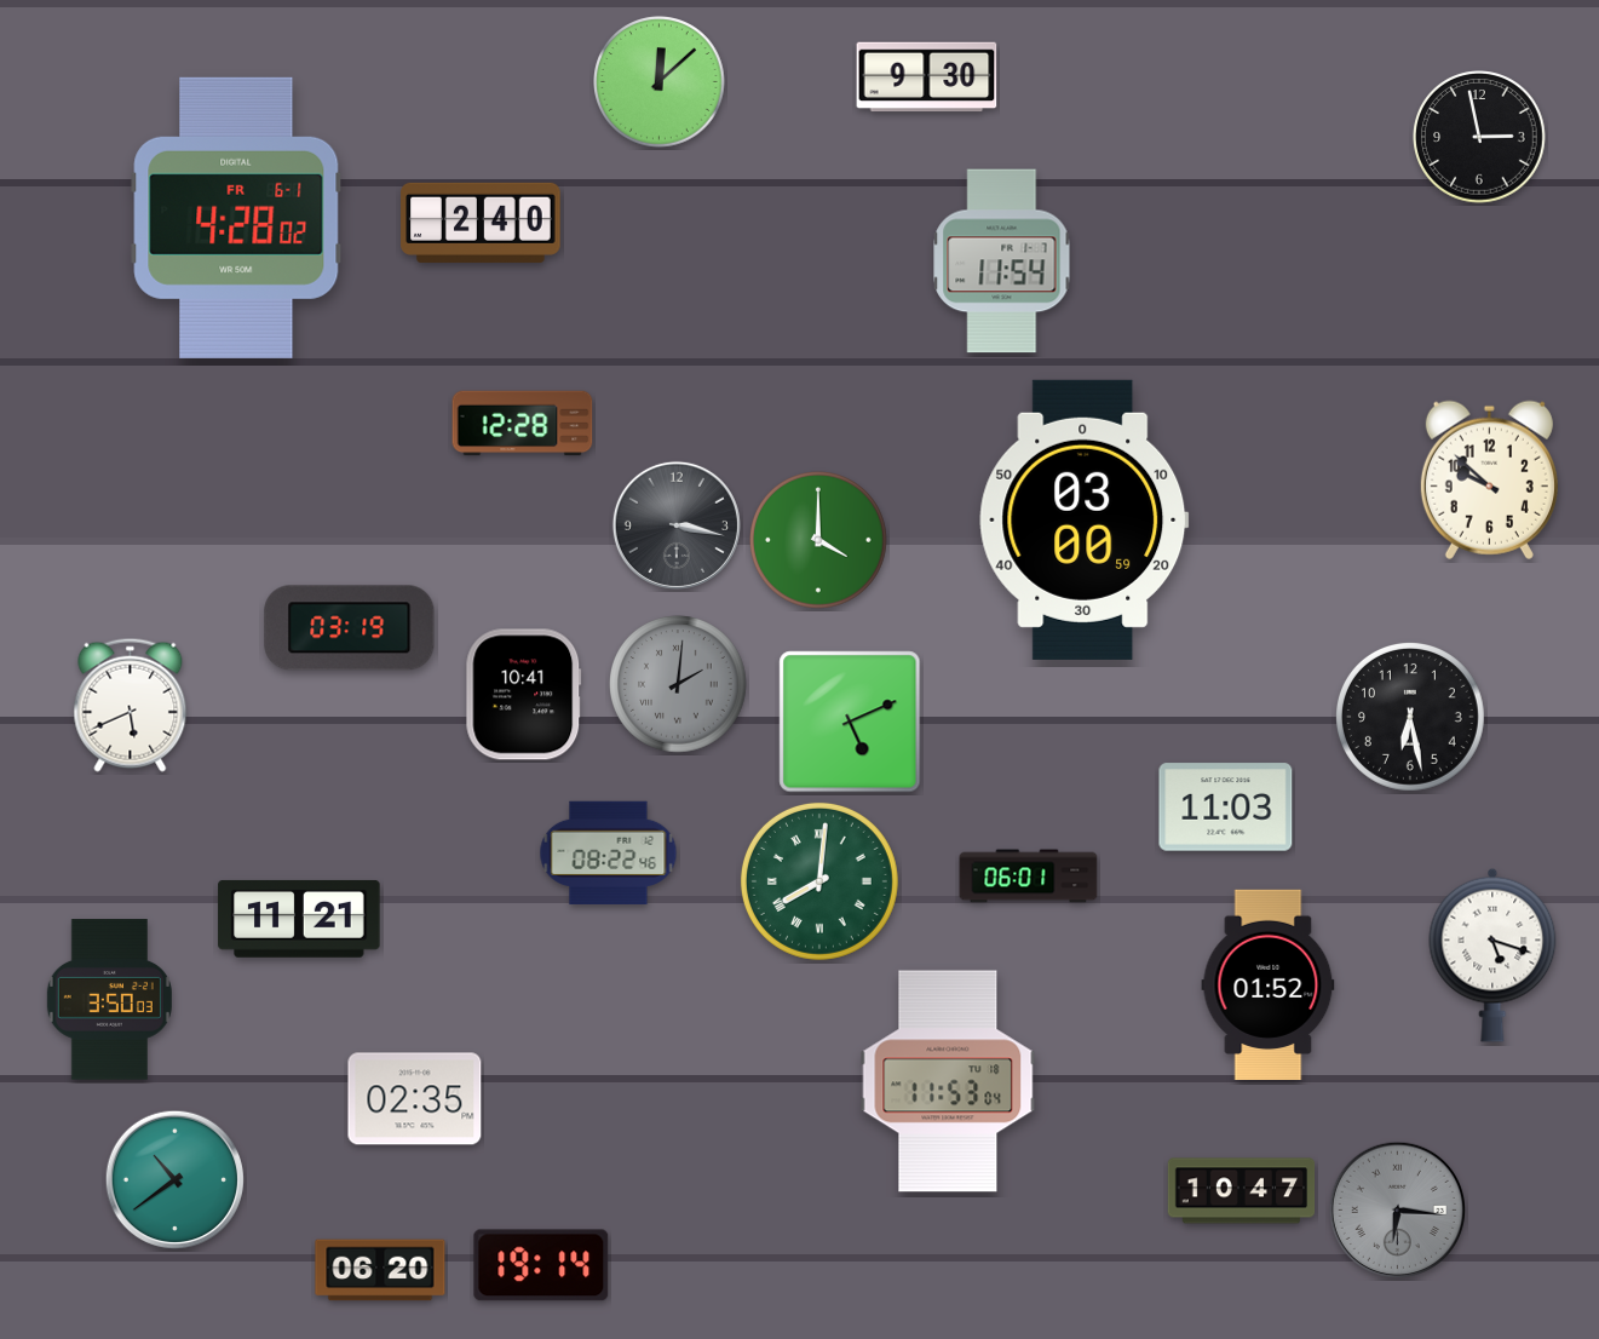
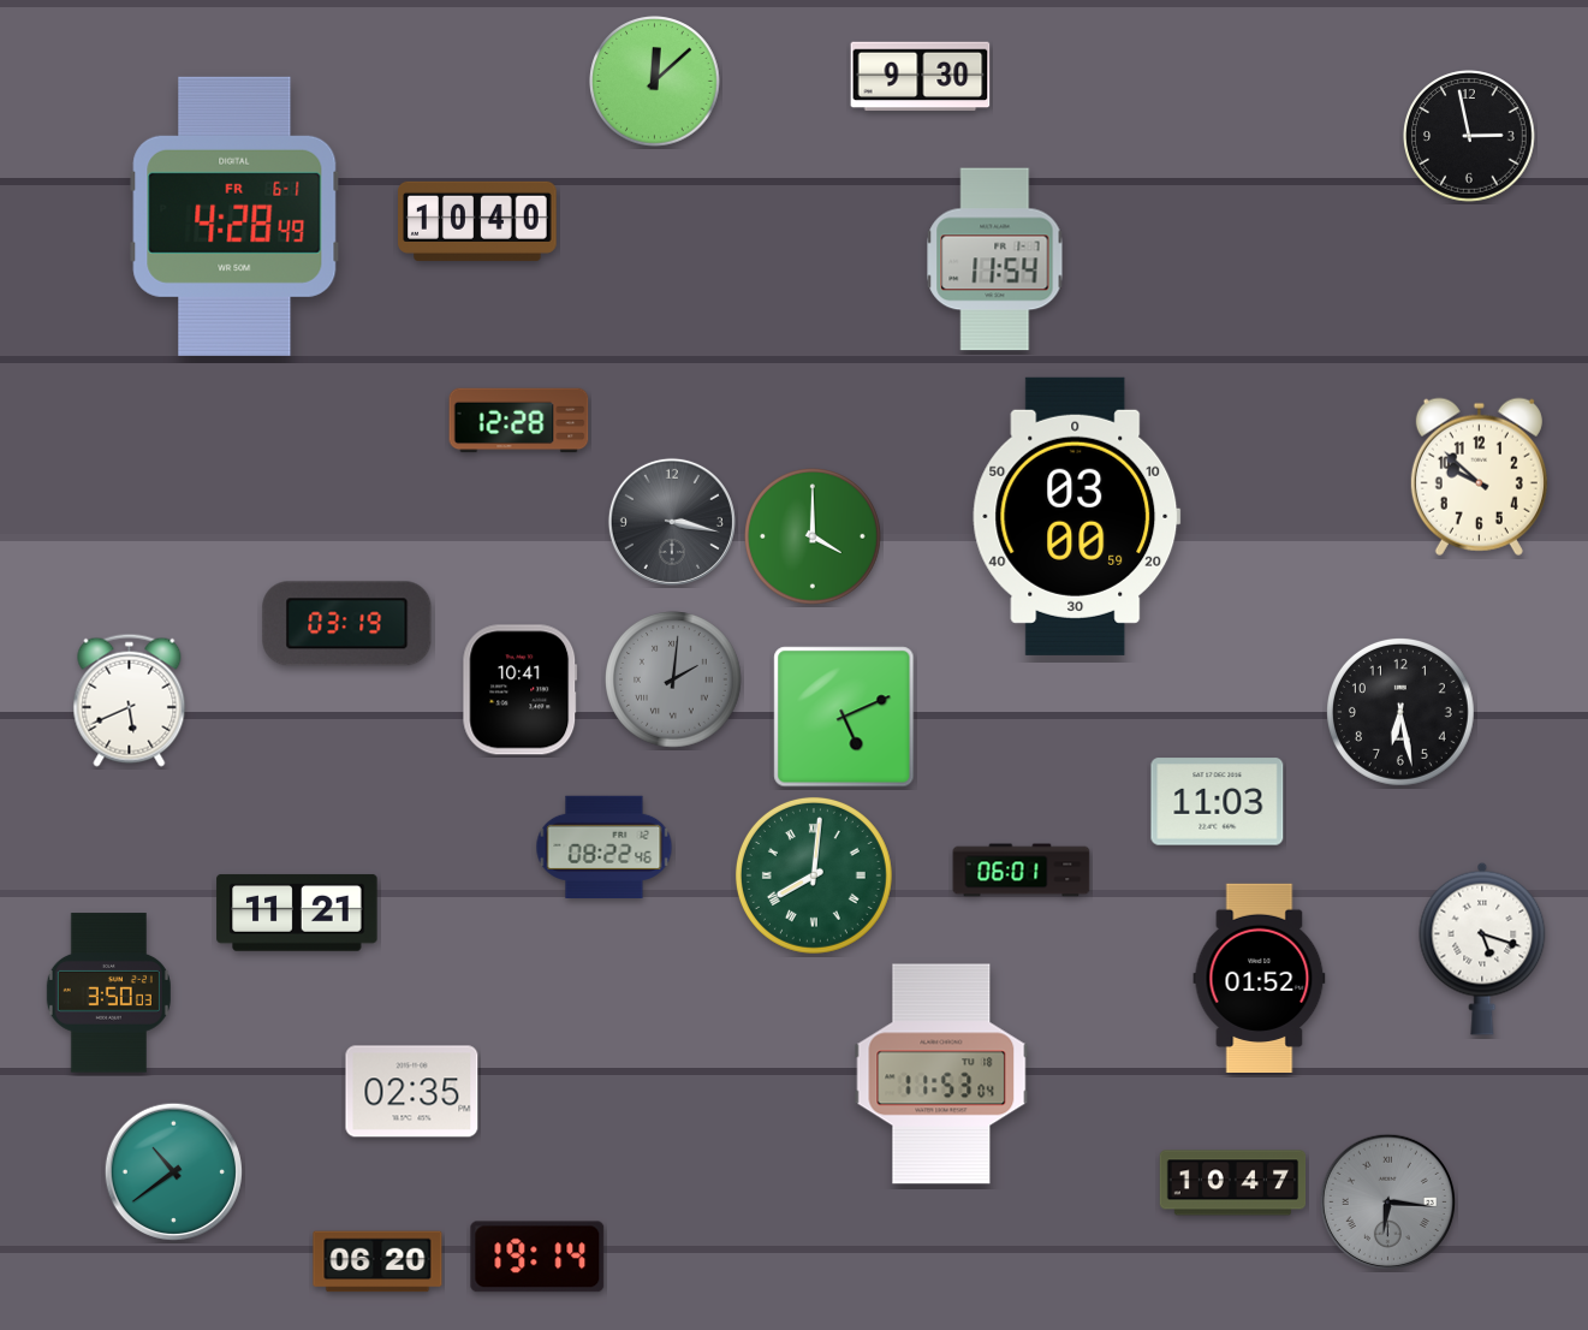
clock at (236, 218): 4:28:02 -> 4:28:49
clock at (481, 223): 2:40 -> 10:40
